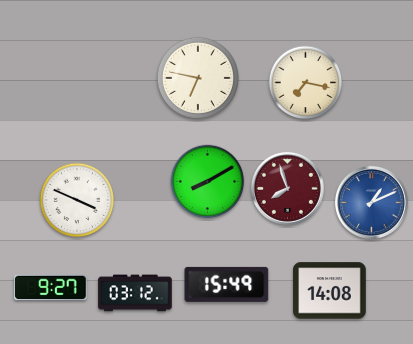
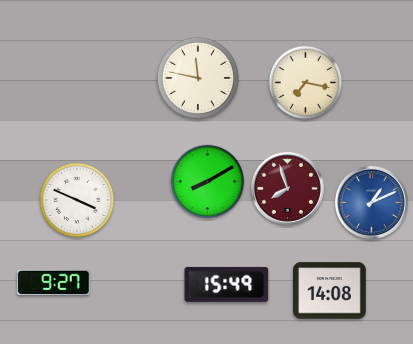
clock at (198, 78): 6:47 -> 11:47
clock at (51, 288) position: (51, 288) -> (54, 283)
clock at (135, 293): 03:12 -> none
